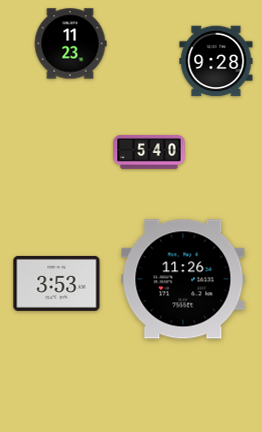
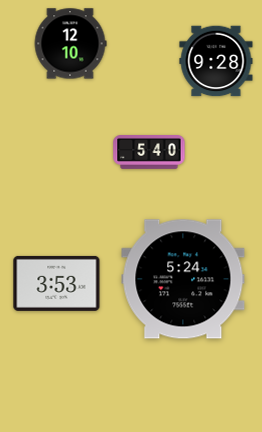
clock at (70, 44): 11:23 -> 12:10
clock at (183, 279): 11:26 -> 5:24
